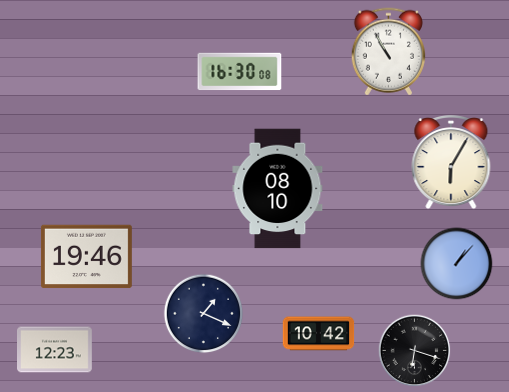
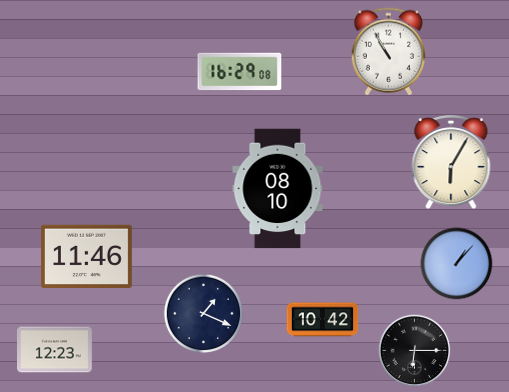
clock at (240, 72): 16:30 -> 16:29
clock at (86, 257): 19:46 -> 11:46
clock at (319, 334) position: (319, 334) -> (323, 320)
clock at (415, 351): 6:18 -> 6:15
